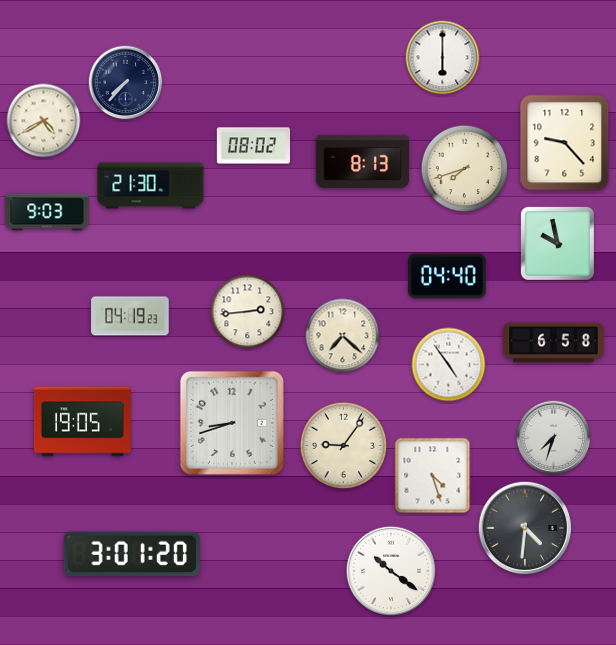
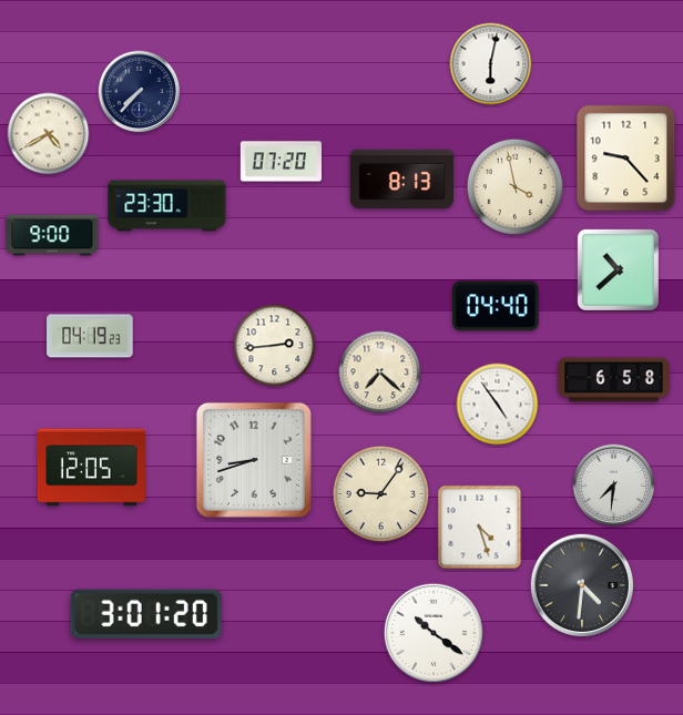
clock at (443, 58): 6:00 -> 6:02
clock at (253, 146): 08:02 -> 07:20
clock at (465, 169): 7:42 -> 3:58
clock at (151, 186): 21:30 -> 23:30
clock at (47, 212): 9:03 -> 9:00
clock at (557, 243): 9:58 -> 10:38
clock at (130, 316) position: (130, 316) -> (90, 336)
clock at (82, 422): 19:05 -> 12:05
clock at (232, 423) position: (232, 423) -> (254, 460)
clock at (554, 438): 7:33 -> 7:31
